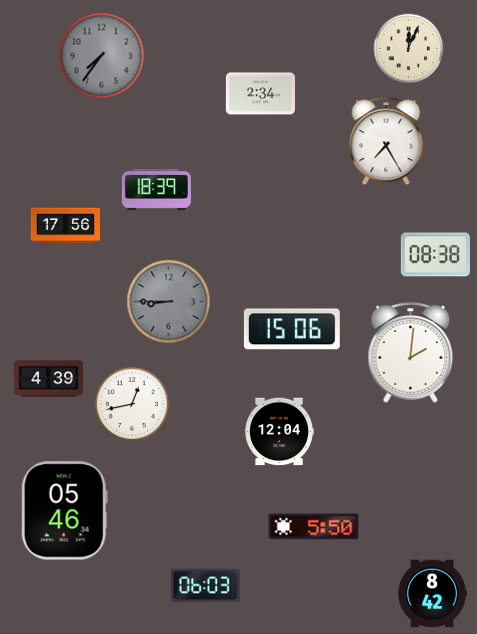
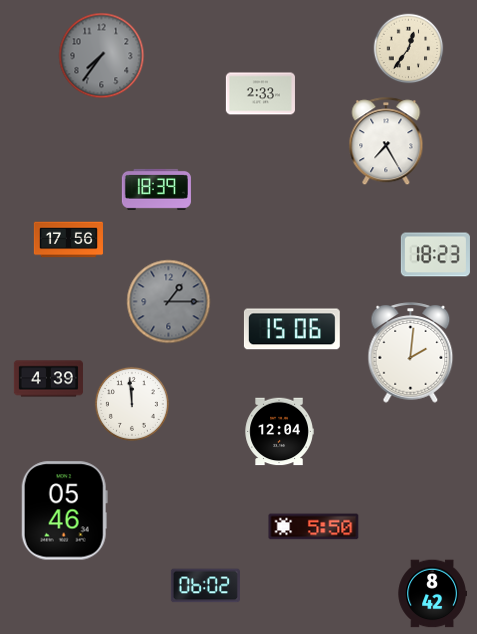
clock at (409, 49): 12:04 -> 12:36
clock at (260, 94): 2:34 -> 2:33
clock at (65, 226) position: (65, 226) -> (68, 240)
clock at (435, 255): 08:38 -> 18:23
clock at (169, 302): 8:45 -> 1:15
clock at (132, 404): 12:43 -> 11:59
clock at (205, 586): 06:03 -> 06:02
